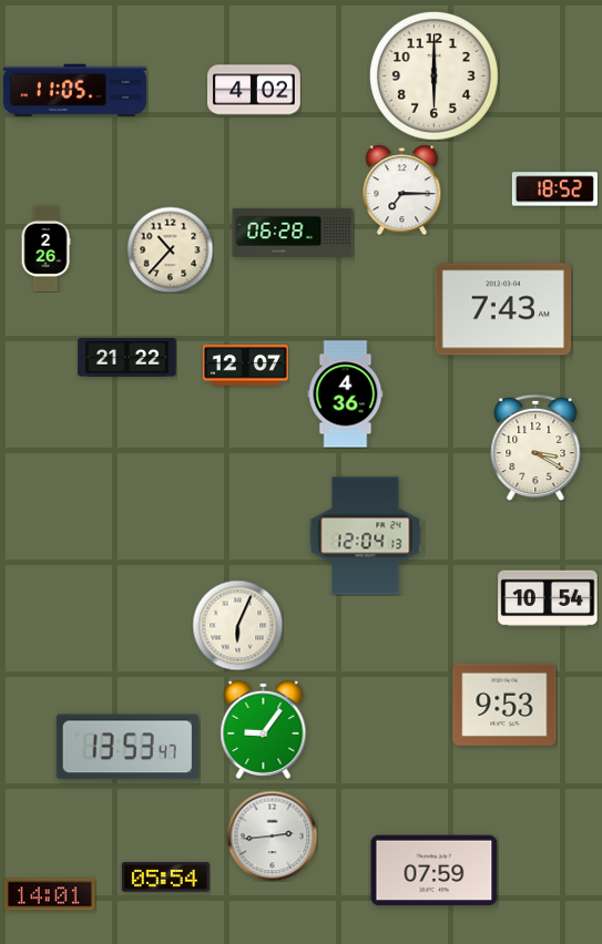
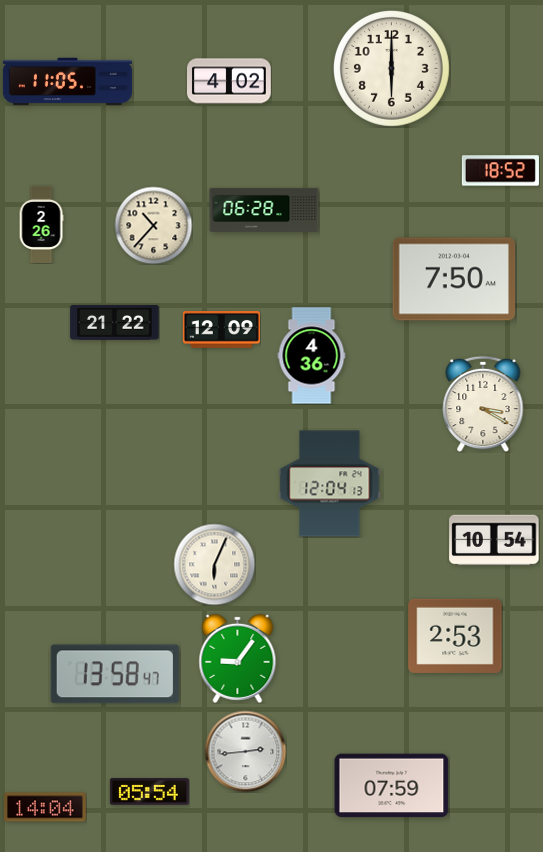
clock at (402, 189): 7:15 -> none
clock at (503, 309): 7:43 -> 7:50
clock at (245, 366): 12:07 -> 12:09
clock at (504, 705): 9:53 -> 2:53
clock at (127, 747): 13:53 -> 13:58
clock at (272, 835) position: (272, 835) -> (245, 751)
clock at (50, 894): 14:01 -> 14:04
